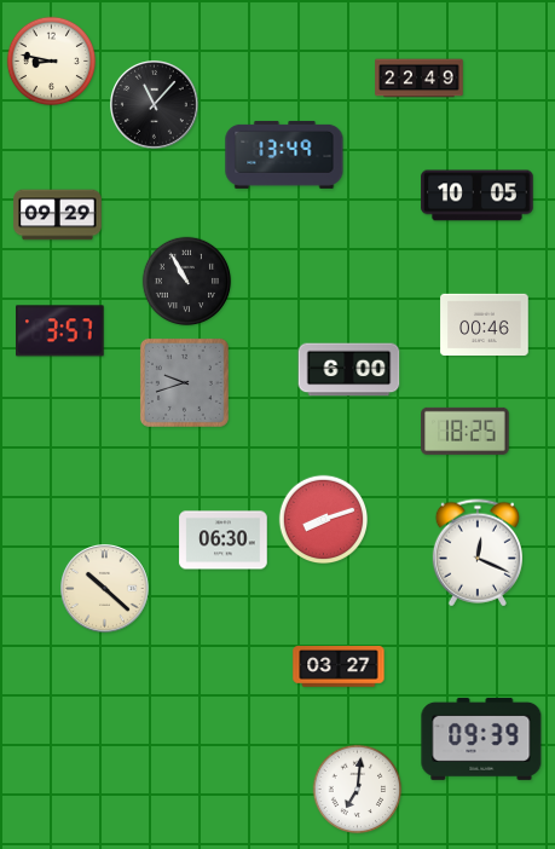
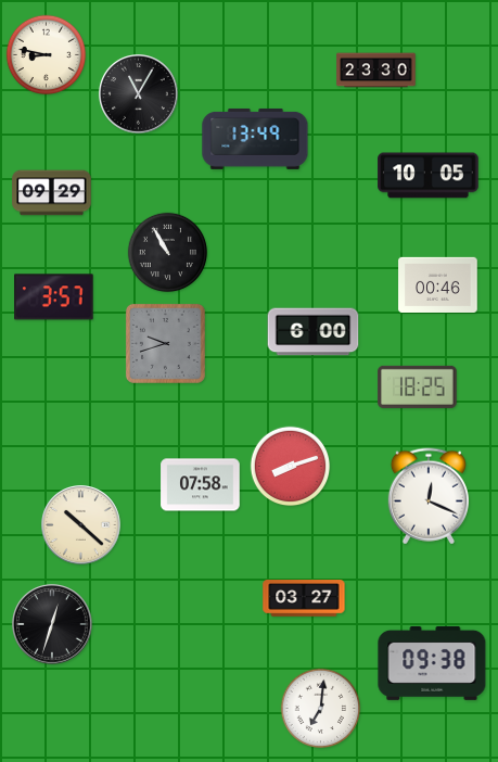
clock at (420, 79): 22:49 -> 23:30
clock at (155, 105): 11:07 -> 11:05
clock at (485, 324) position: (485, 324) -> (438, 284)
clock at (224, 541): 06:30 -> 07:58
clock at (105, 589) position: (105, 589) -> (81, 525)
clock at (53, 625): none -> 12:33
clock at (481, 739): 09:39 -> 09:38
